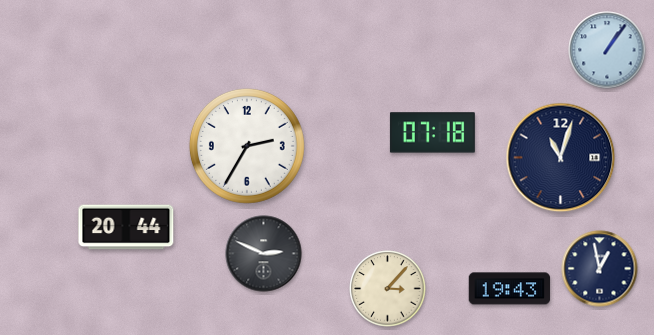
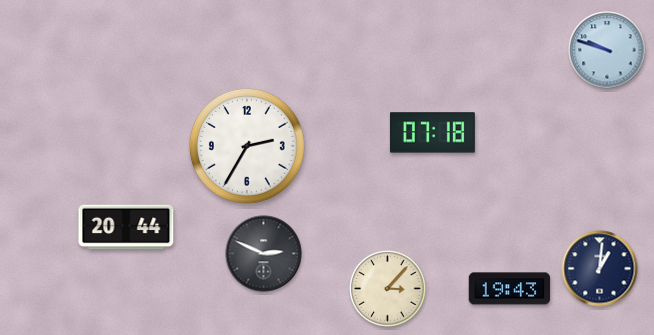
clock at (607, 50): 1:06 -> 9:48
clock at (561, 158): 11:03 -> none
clock at (600, 269): 12:58 -> 1:01
